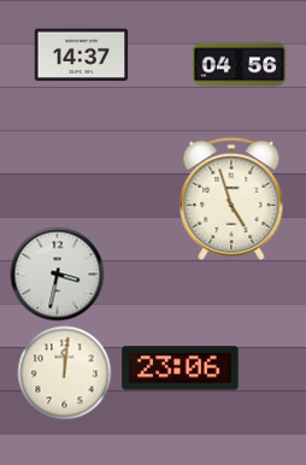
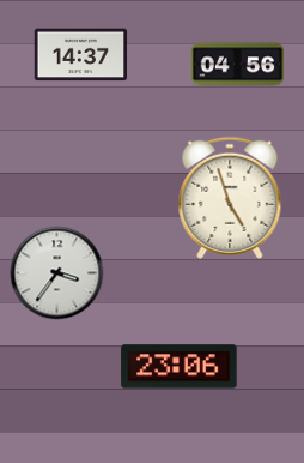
clock at (57, 273): 3:32 -> 3:36
clock at (64, 372): 12:01 -> none
